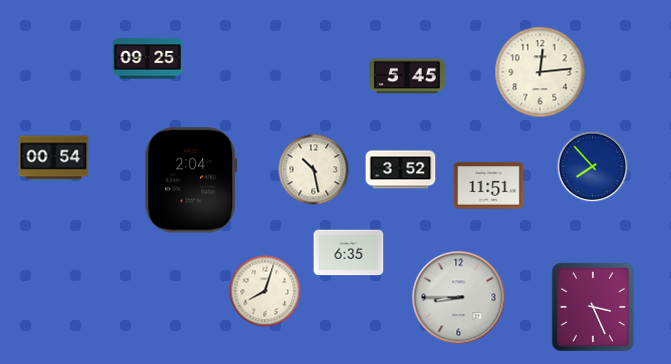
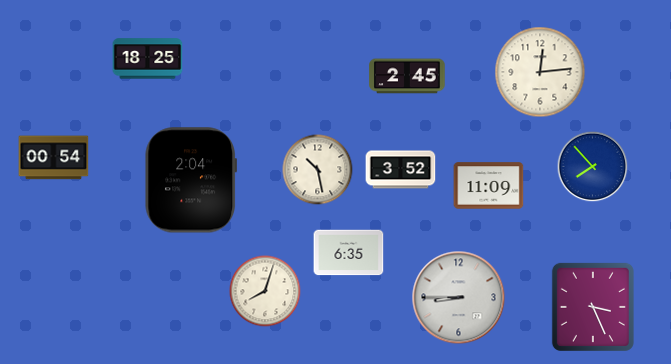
clock at (148, 59): 09:25 -> 18:25
clock at (407, 76): 5:45 -> 2:45
clock at (314, 170) position: (314, 170) -> (318, 170)
clock at (489, 186): 11:51 -> 11:09
